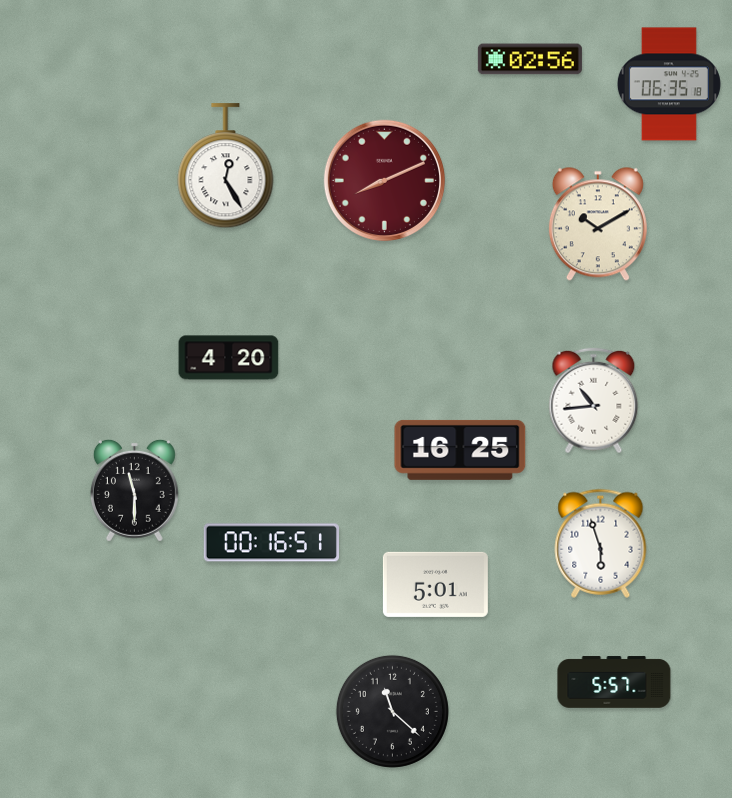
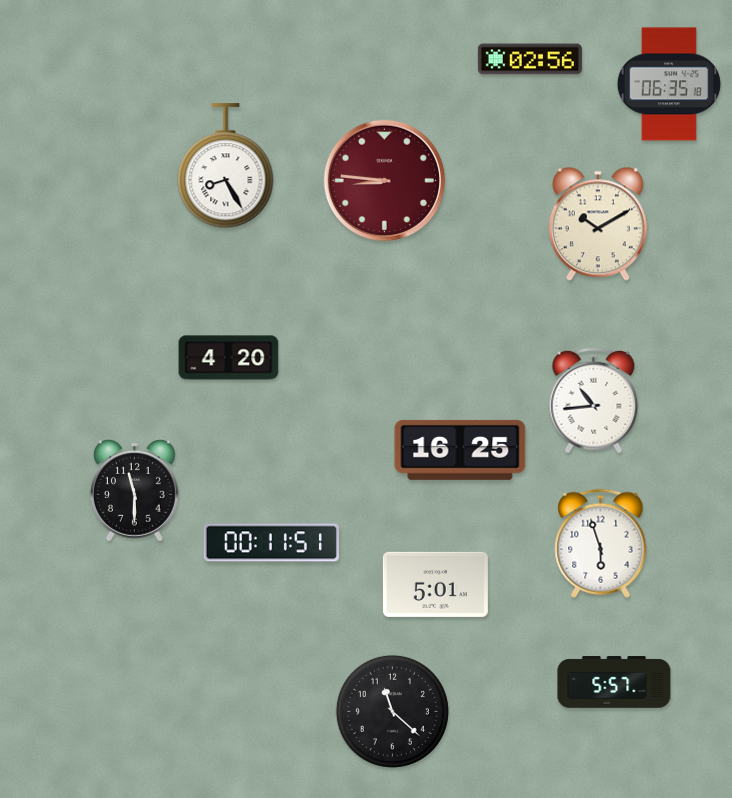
clock at (226, 166): 12:25 -> 8:25
clock at (384, 180): 8:11 -> 8:46
clock at (271, 543): 00:16 -> 00:11
